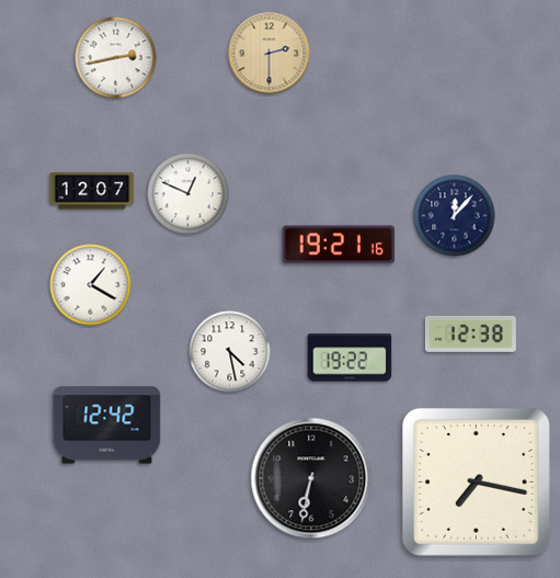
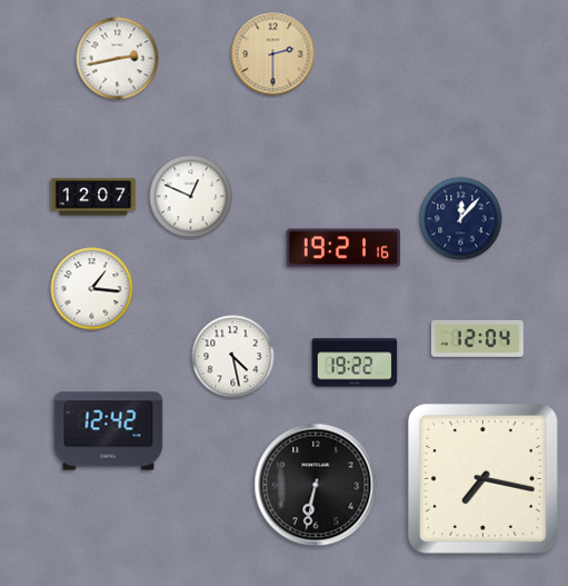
clock at (92, 191) position: (92, 191) -> (93, 197)
clock at (91, 285): 1:20 -> 1:16
clock at (470, 333): 12:38 -> 12:04
clock at (476, 481) position: (476, 481) -> (482, 478)
